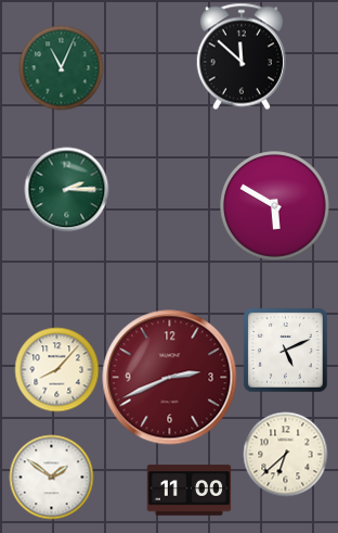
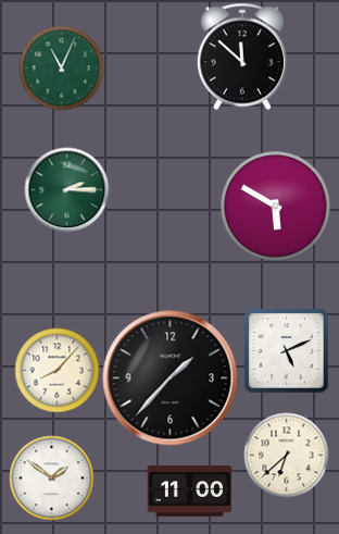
clock at (170, 378): 2:41 -> 1:37
clock at (170, 378) dial: burgundy -> black
